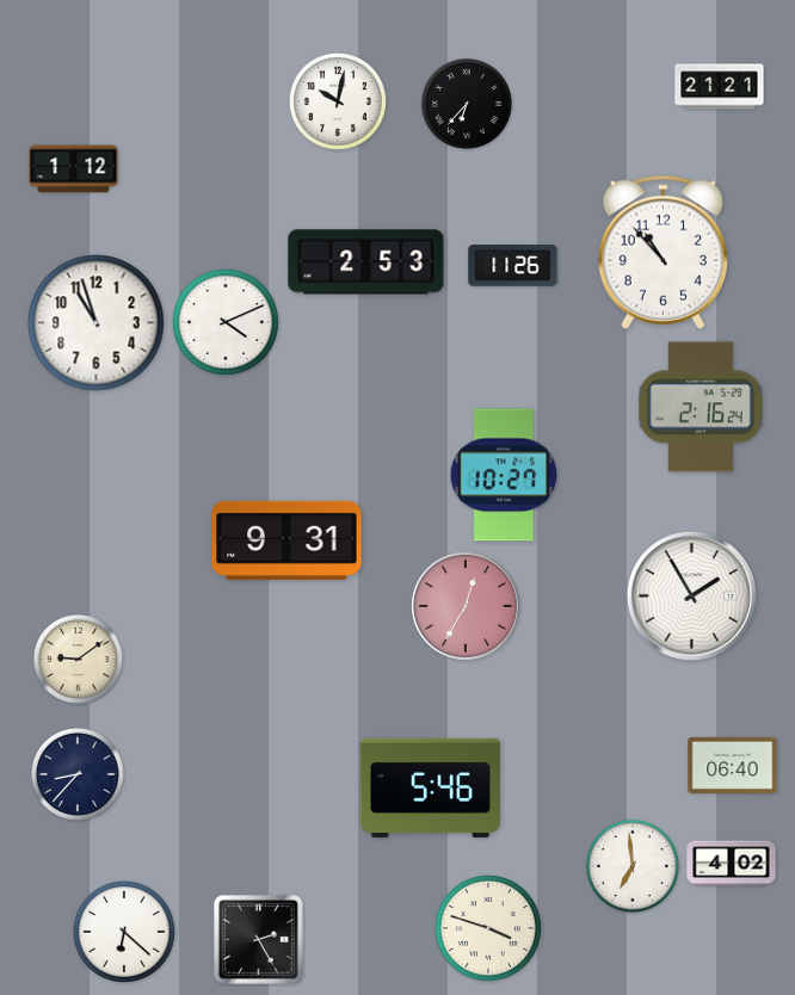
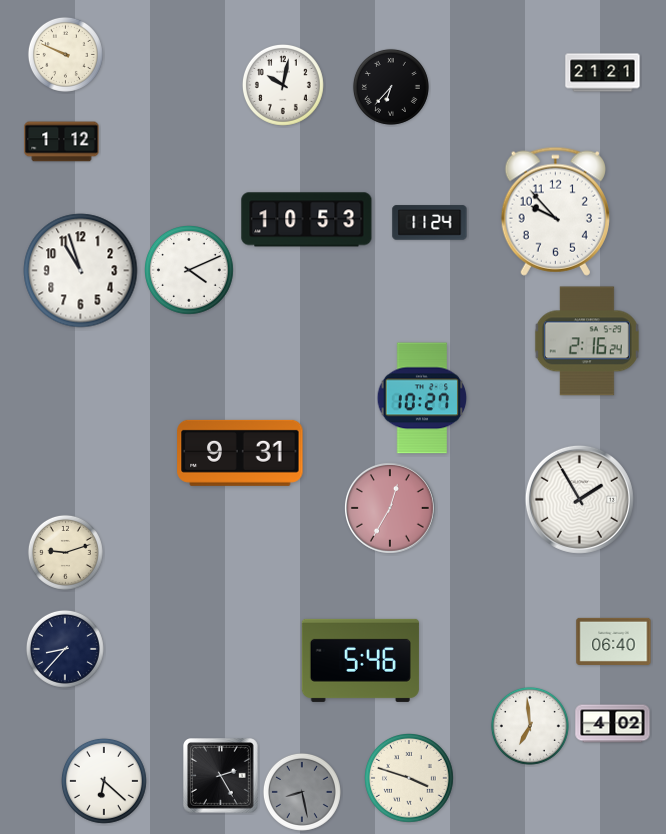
clock at (65, 54): none -> 9:49
clock at (662, 252): 10:53 -> 9:53
clock at (366, 262): 2:53 -> 10:53
clock at (513, 266): 11:26 -> 11:24
clock at (78, 659): 9:09 -> 9:12
clock at (259, 940) position: (259, 940) -> (221, 776)
clock at (302, 792): none -> 8:28
